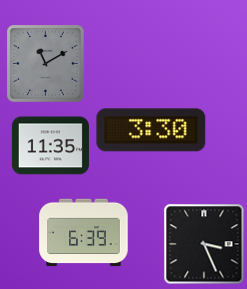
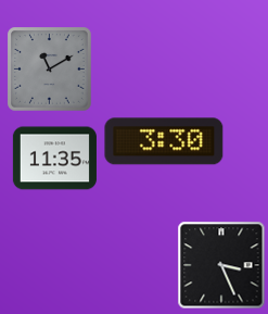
clock at (84, 233): 6:39 -> none
